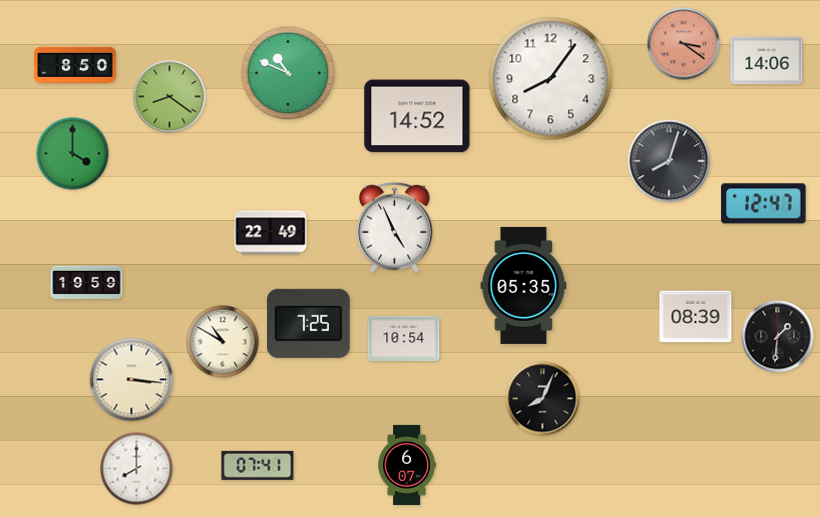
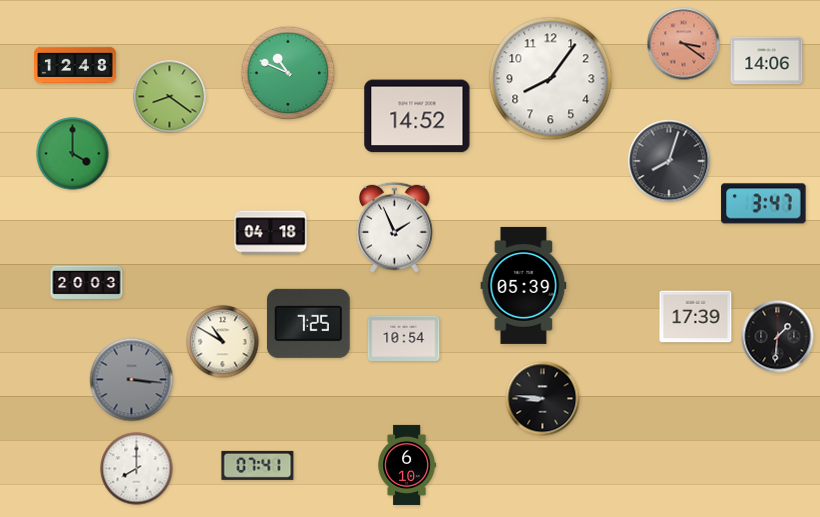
clock at (76, 64): 8:50 -> 12:48
clock at (764, 204): 12:47 -> 3:47
clock at (395, 227): 4:56 -> 1:56
clock at (271, 233): 22:49 -> 04:18
clock at (87, 283): 19:59 -> 20:03
clock at (524, 285): 05:35 -> 05:39
clock at (696, 317): 08:39 -> 17:39
clock at (132, 380) dial: cream -> grey
clock at (543, 399): 8:04 -> 8:46
clock at (407, 465): 6:07 -> 6:10
